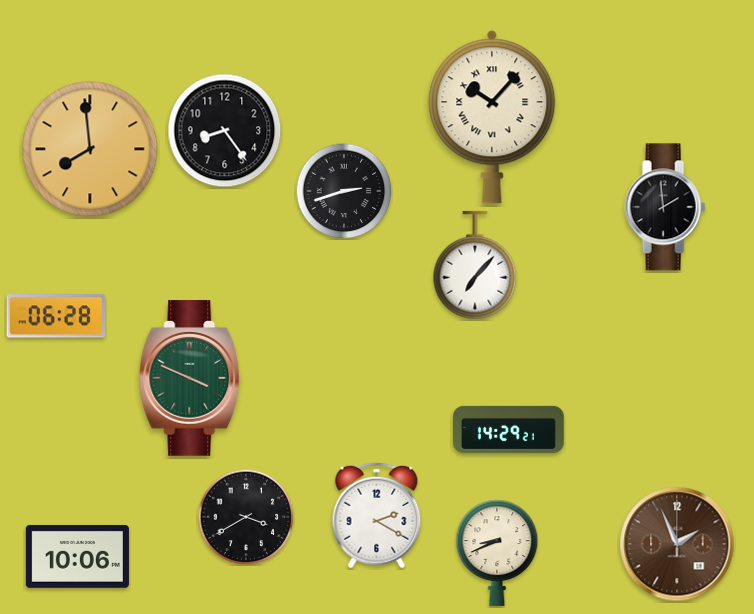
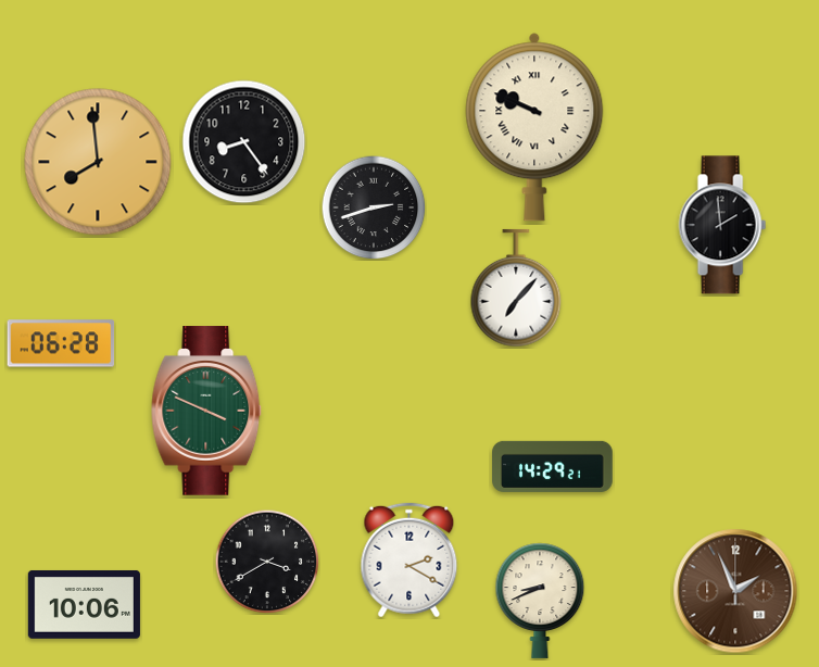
clock at (492, 117): 10:07 -> 9:49
